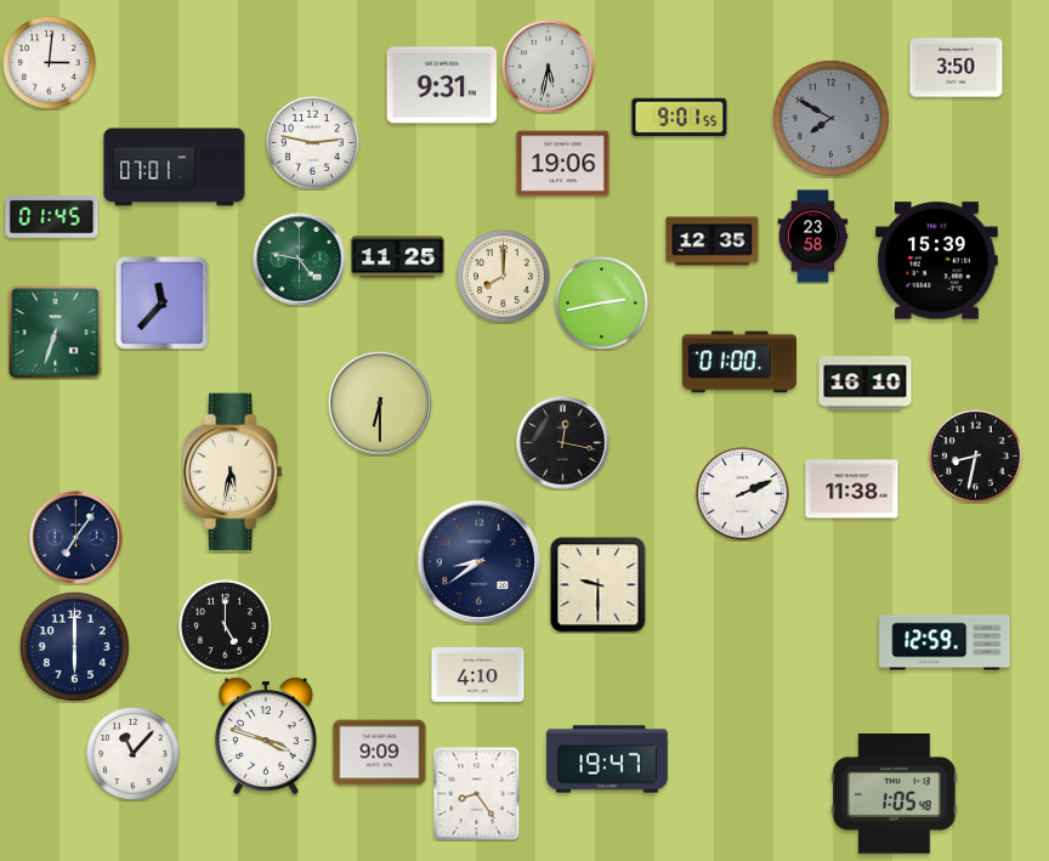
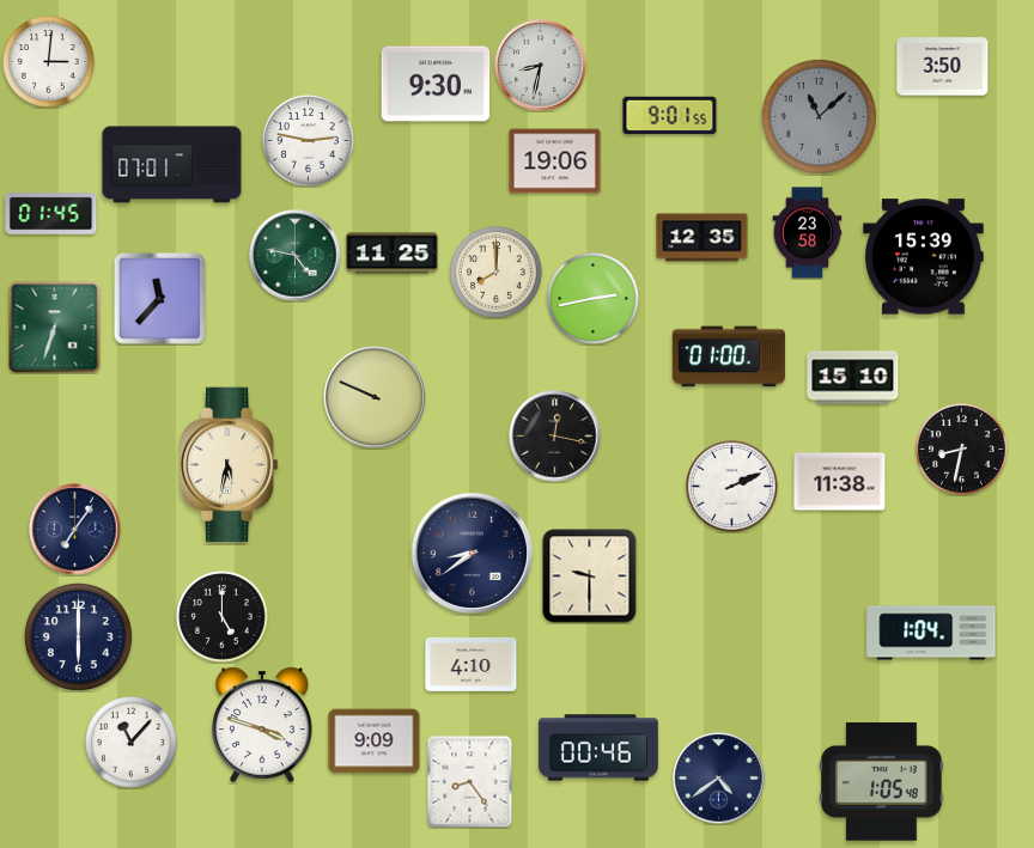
clock at (549, 67): 5:32 -> 8:32
clock at (442, 85): 9:31 -> 9:30
clock at (830, 118): 7:50 -> 11:08
clock at (813, 237) position: (813, 237) -> (808, 233)
clock at (866, 384): 16:10 -> 15:10
clock at (381, 404): 6:30 -> 9:49
clock at (945, 642): 12:59 -> 1:04
clock at (74, 646) position: (74, 646) -> (78, 636)
clock at (607, 759): 19:47 -> 00:46
clock at (719, 779): none -> 4:39
